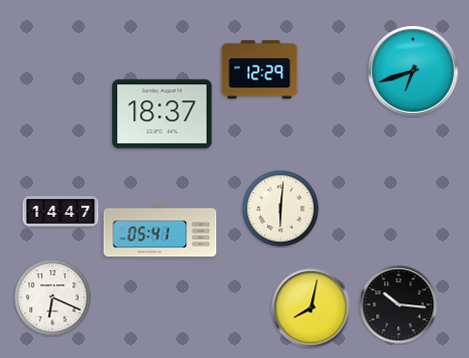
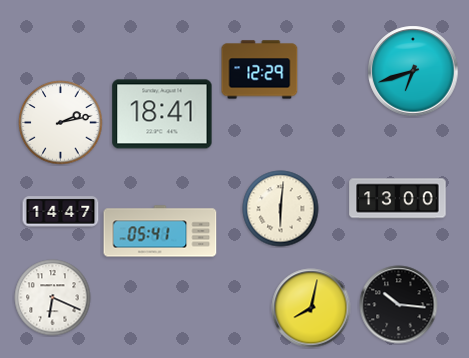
clock at (162, 114): 18:37 -> 18:41
clock at (61, 123): none -> 2:13
clock at (398, 199): none -> 13:00
